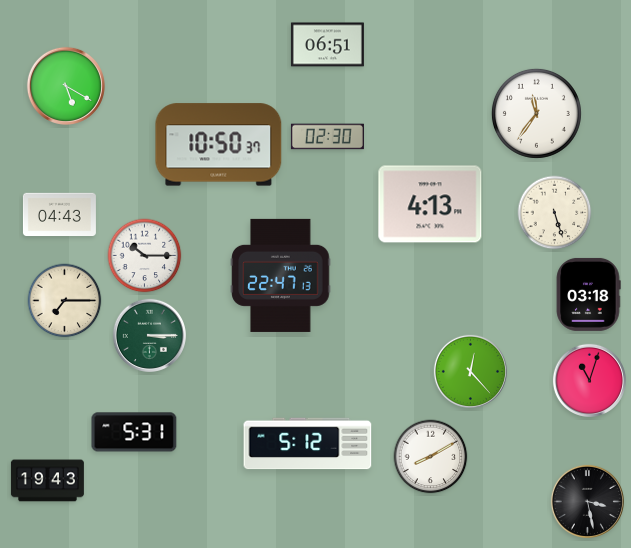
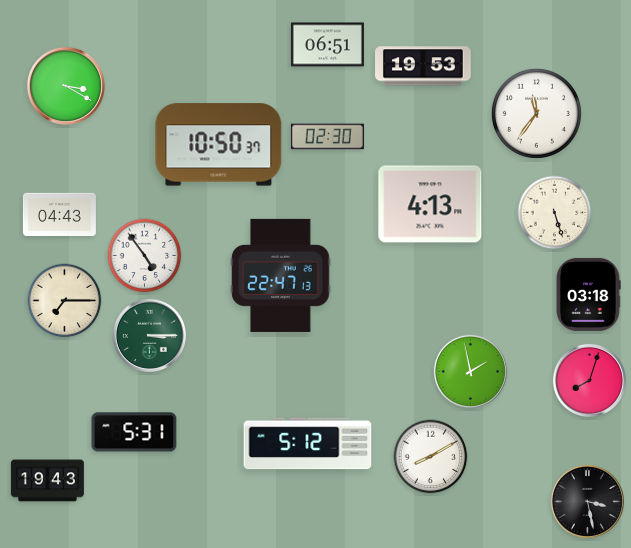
clock at (423, 66): none -> 19:53
clock at (66, 86): 5:20 -> 3:20
clock at (145, 256): 10:15 -> 4:54
clock at (470, 371): 12:23 -> 1:58
clock at (589, 380): 11:03 -> 8:03
